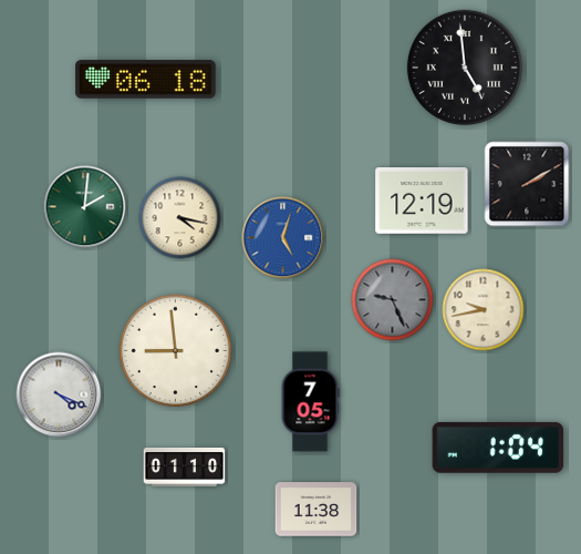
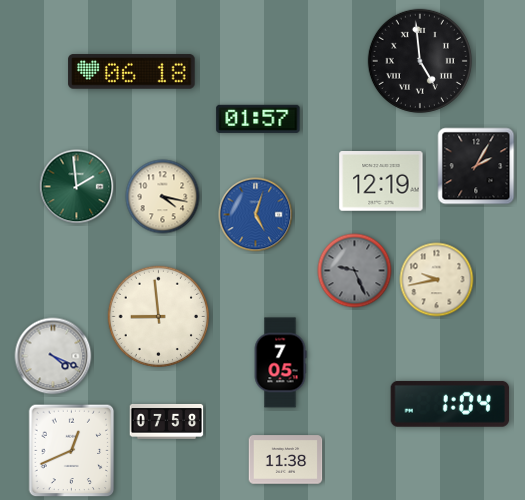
clock at (258, 119): none -> 01:57
clock at (527, 184): 2:10 -> 2:05
clock at (85, 207): 2:01 -> 1:59
clock at (185, 466): 01:10 -> 07:58
clock at (72, 451): none -> 12:41
